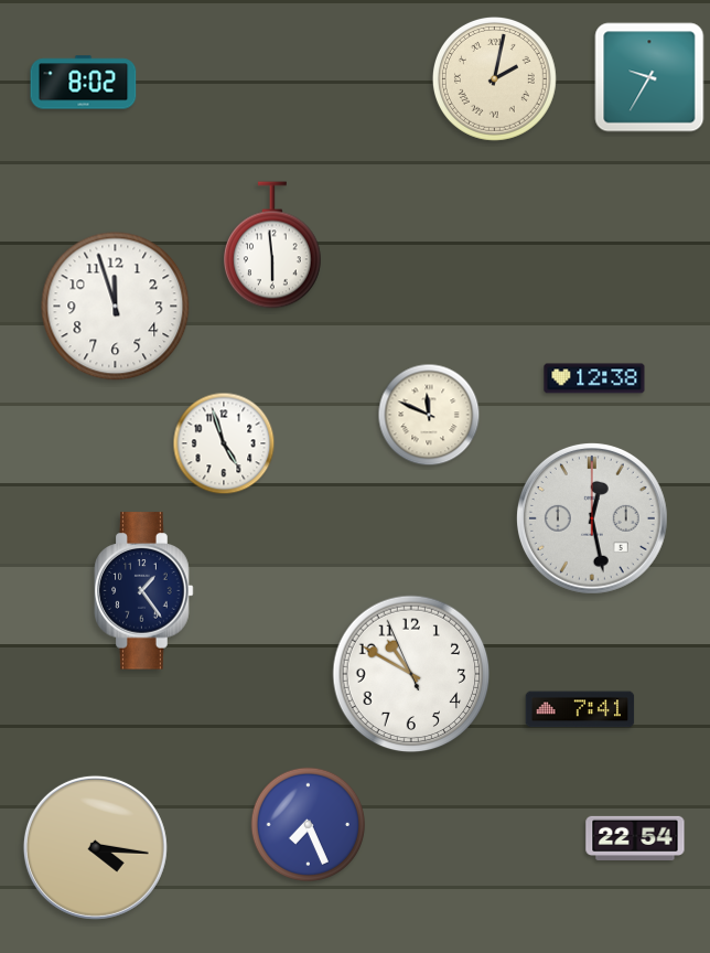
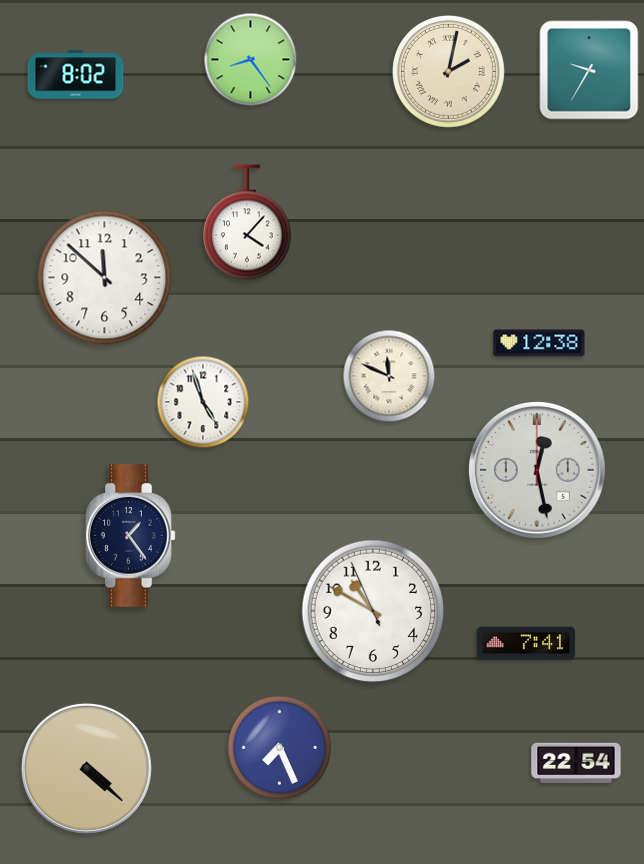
clock at (251, 60): none -> 8:24
clock at (273, 245): 5:59 -> 4:07
clock at (116, 307): 11:57 -> 11:52
clock at (635, 837) position: (635, 837) -> (576, 762)
clock at (95, 847): 4:16 -> 4:22
